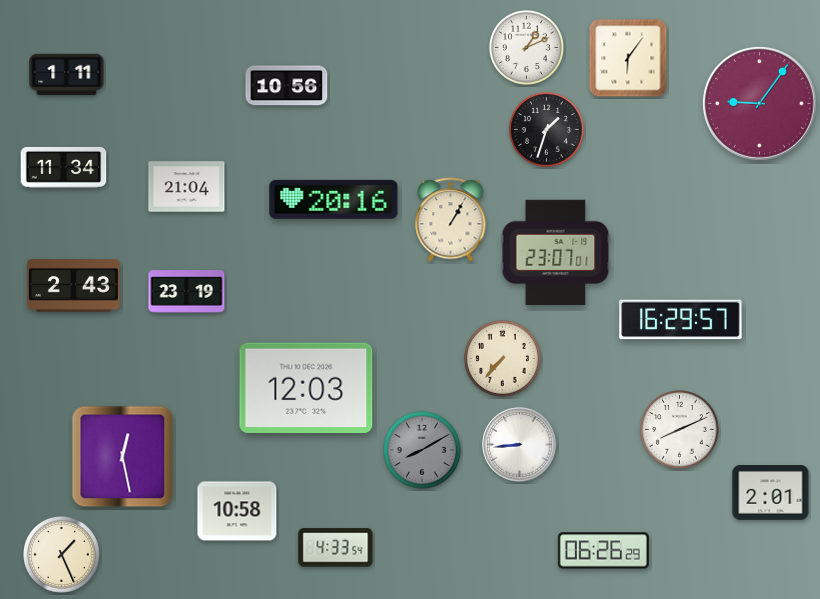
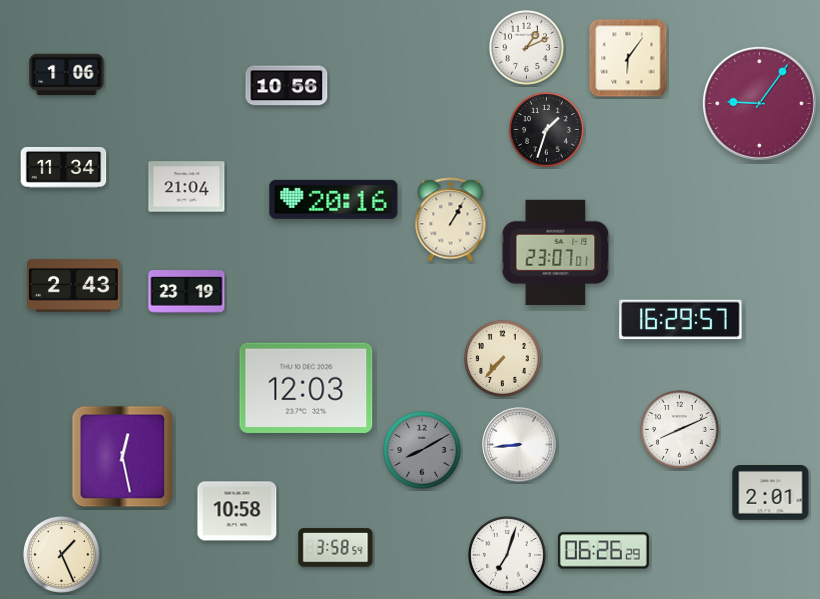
clock at (67, 75): 1:11 -> 1:06
clock at (336, 548): 4:33 -> 3:58
clock at (508, 556): none -> 7:03
